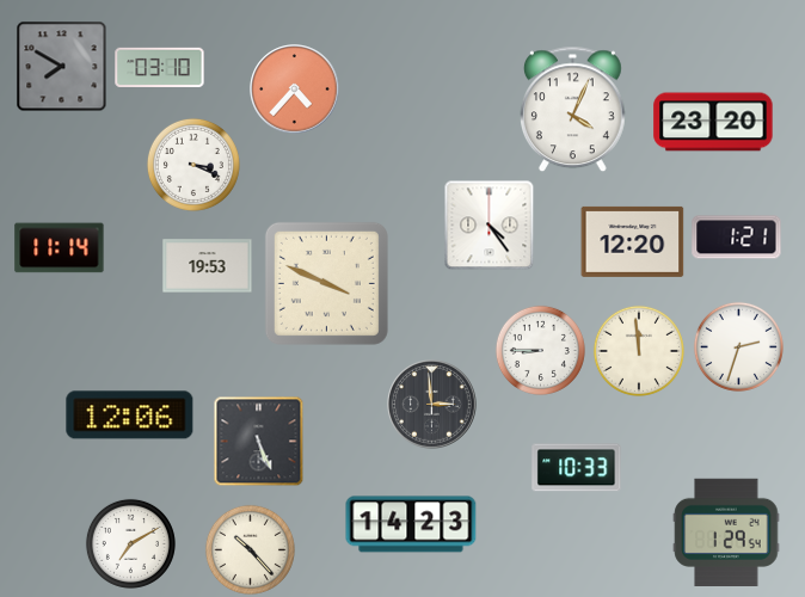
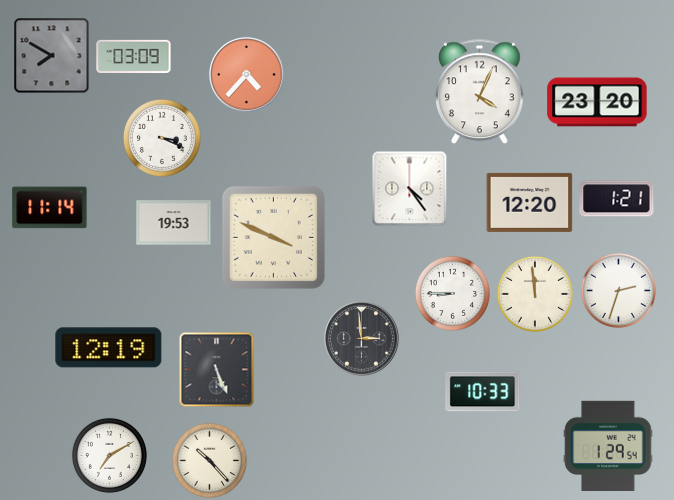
clock at (160, 67): 03:10 -> 03:09
clock at (130, 416): 12:06 -> 12:19
clock at (411, 524): 14:23 -> none
